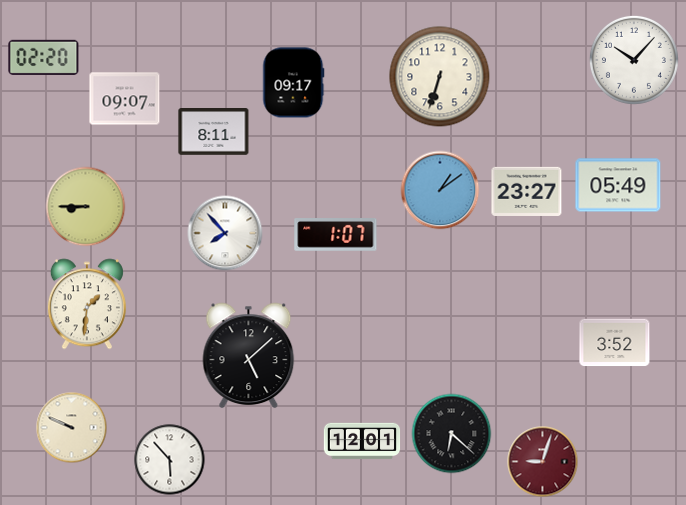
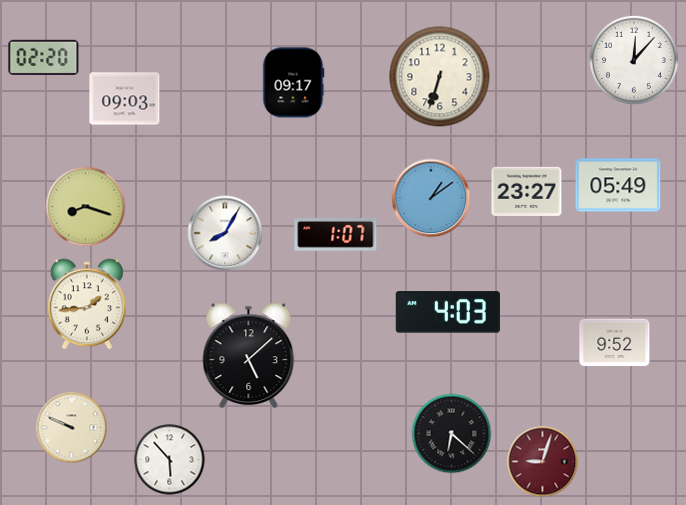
clock at (634, 60): 10:07 -> 12:07
clock at (125, 99): 09:07 -> 09:03
clock at (214, 132): 8:11 -> none
clock at (440, 190) position: (440, 190) -> (431, 198)
clock at (86, 207): 8:45 -> 8:18
clock at (225, 233): 7:53 -> 8:05
clock at (87, 304): 1:31 -> 1:44
clock at (448, 312): none -> 4:03
clock at (615, 343): 3:52 -> 9:52
clock at (362, 441): 12:01 -> none
